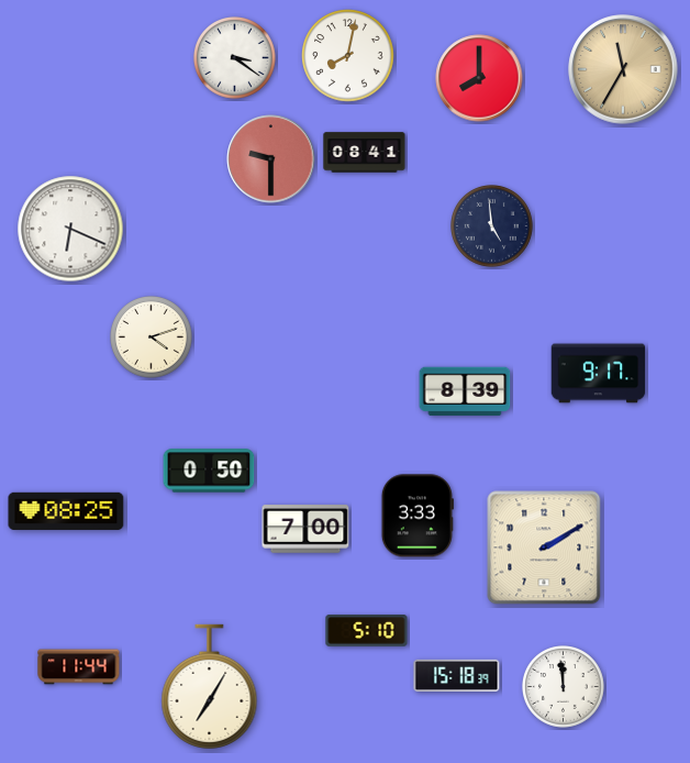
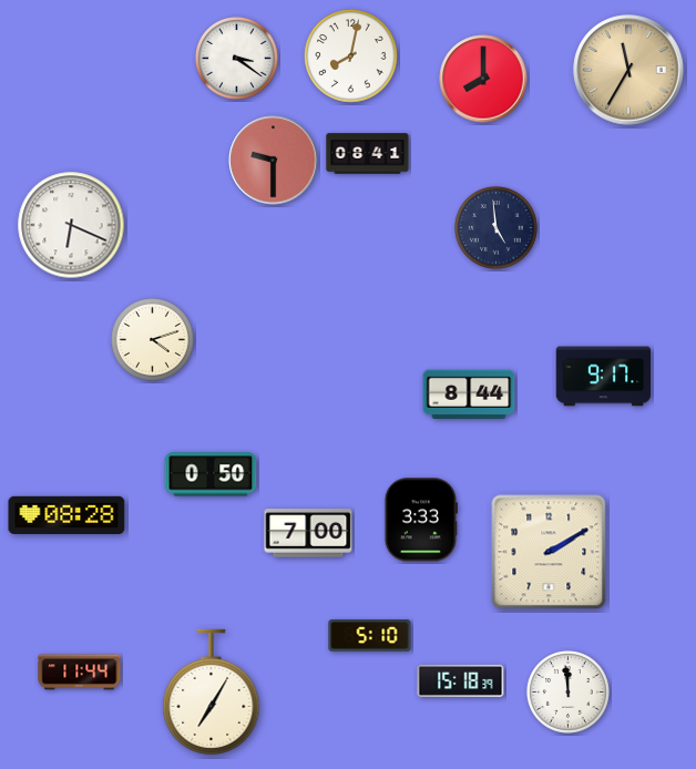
clock at (70, 229) position: (70, 229) -> (71, 225)
clock at (465, 391): 8:39 -> 8:44
clock at (66, 511): 08:25 -> 08:28
